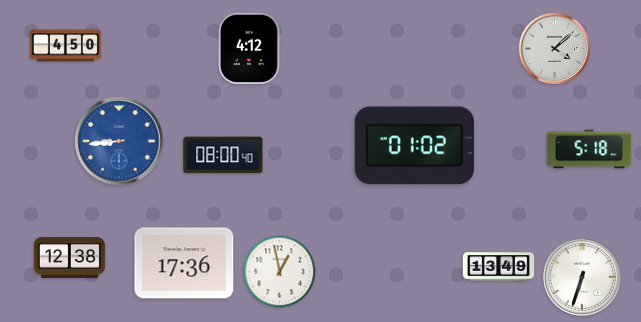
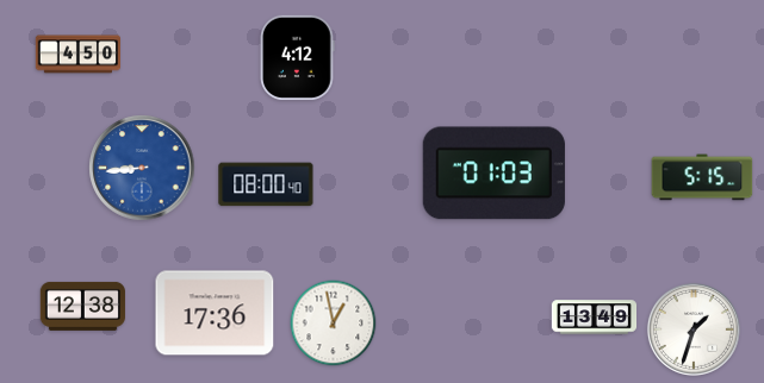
clock at (555, 49): 4:08 -> none
clock at (414, 146): 01:02 -> 01:03
clock at (589, 149): 5:18 -> 5:15
clock at (184, 263) position: (184, 263) -> (215, 313)
clock at (582, 277): 6:33 -> 1:33
